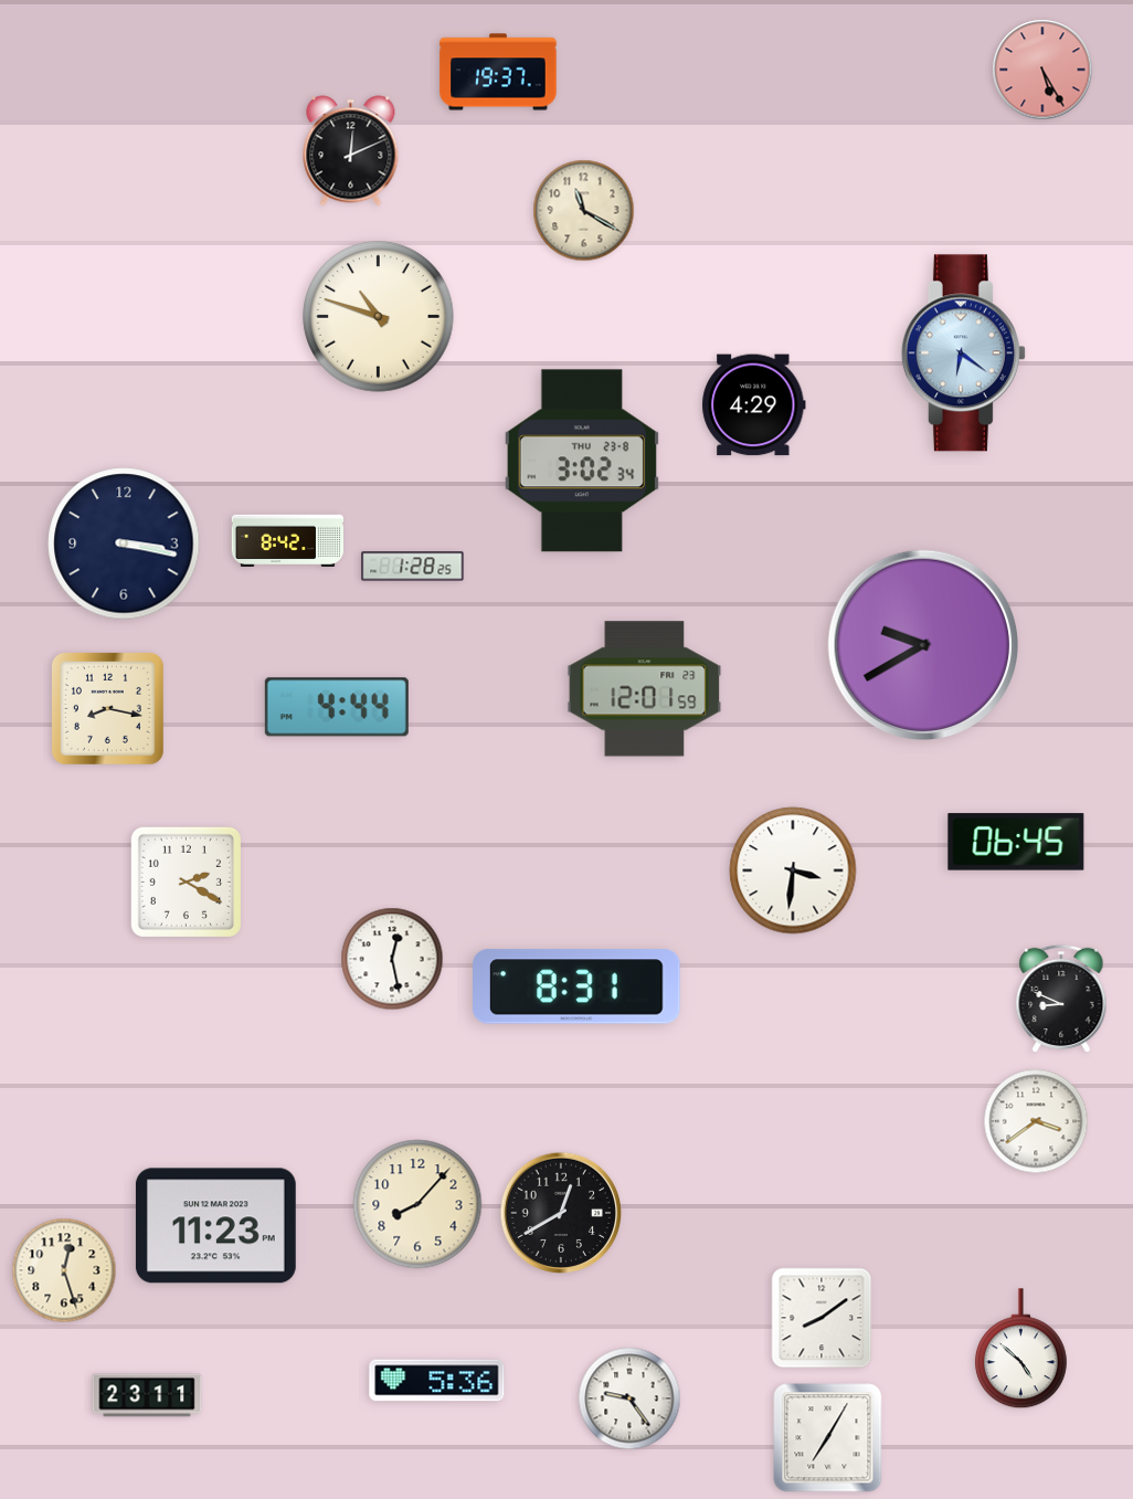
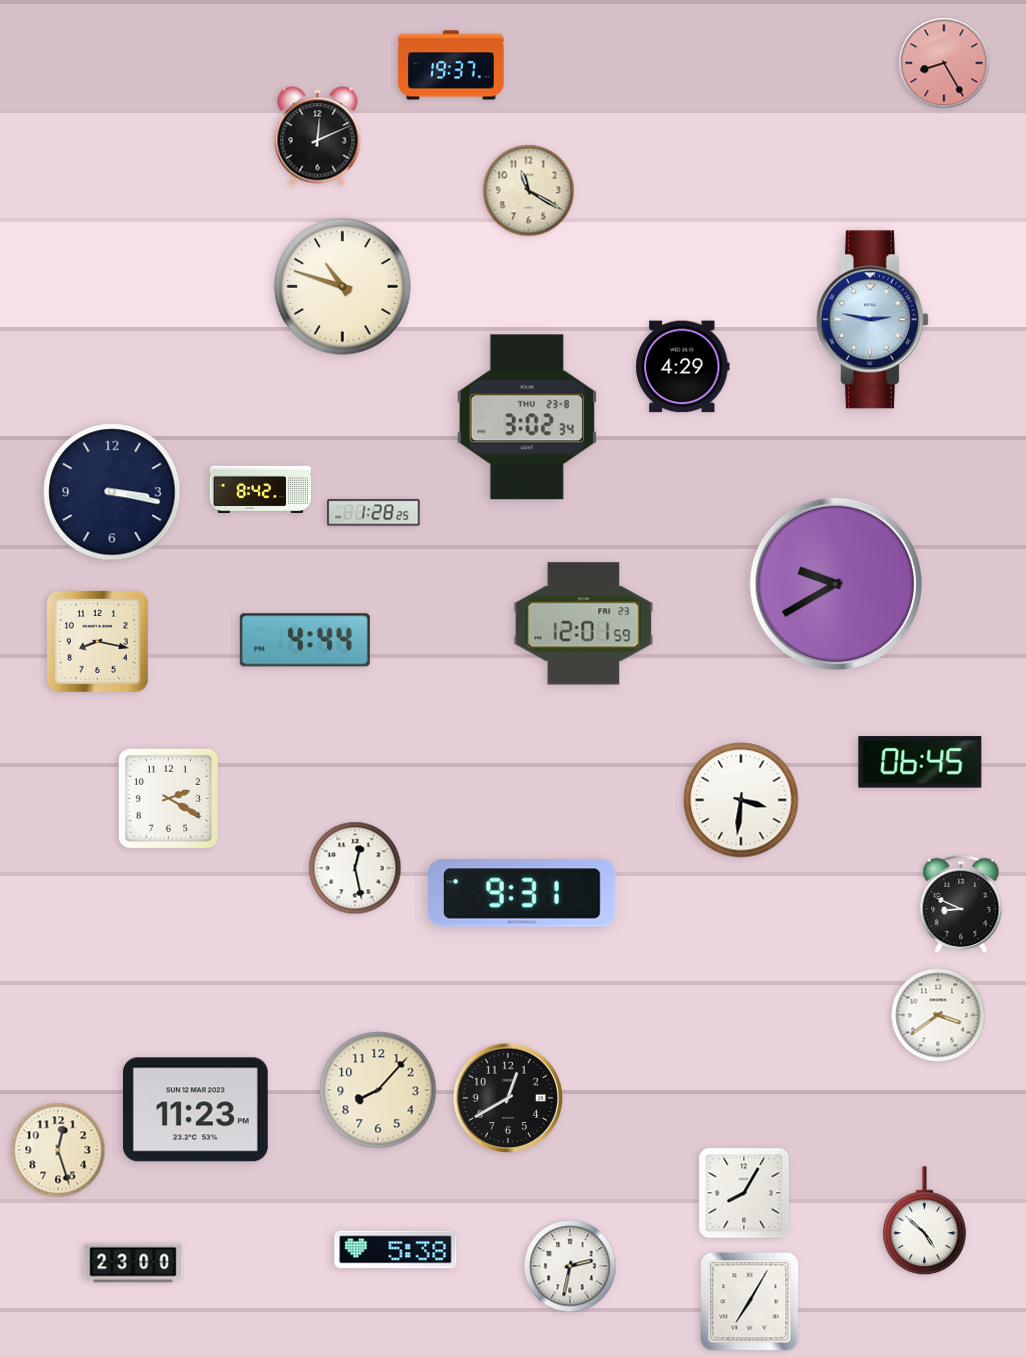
clock at (1042, 70): 5:25 -> 8:25
clock at (963, 353): 6:21 -> 2:47
clock at (793, 870) position: (793, 870) -> (741, 800)
clock at (576, 986): 8:31 -> 9:31
clock at (822, 1318): 8:09 -> 8:05
clock at (437, 1381): 5:36 -> 5:38
clock at (147, 1395): 23:11 -> 23:00
clock at (629, 1398): 9:24 -> 2:32
